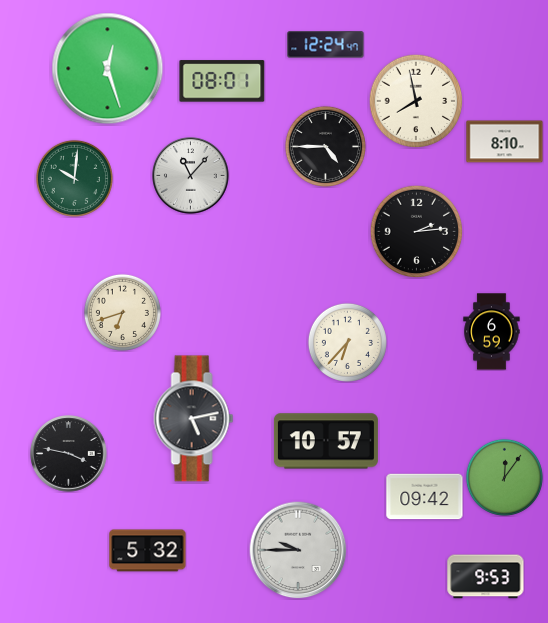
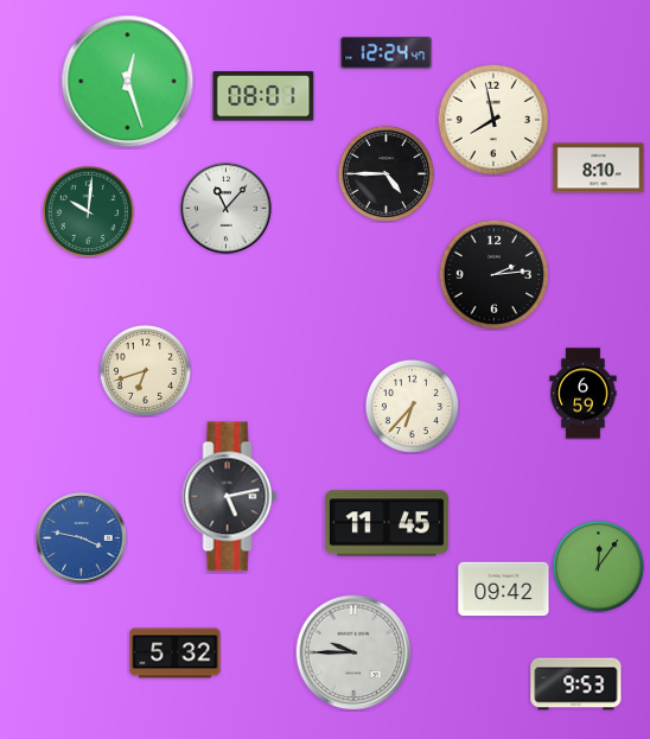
clock at (326, 441): 10:57 -> 11:45
clock at (69, 454) dial: black -> blue
